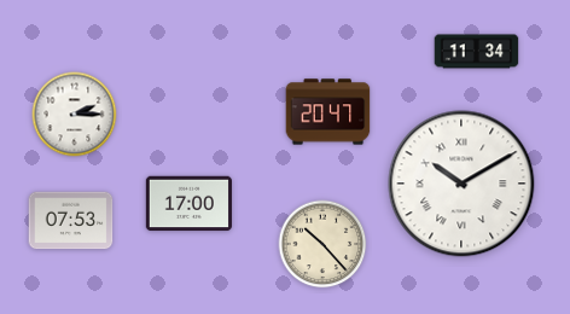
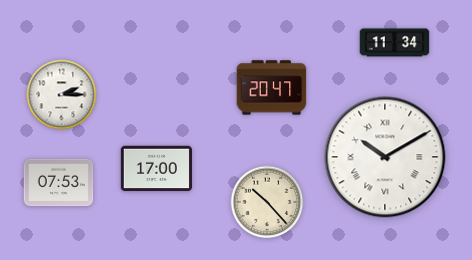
clock at (328, 112) position: (328, 112) -> (272, 88)
clock at (461, 184) position: (461, 184) -> (385, 157)
